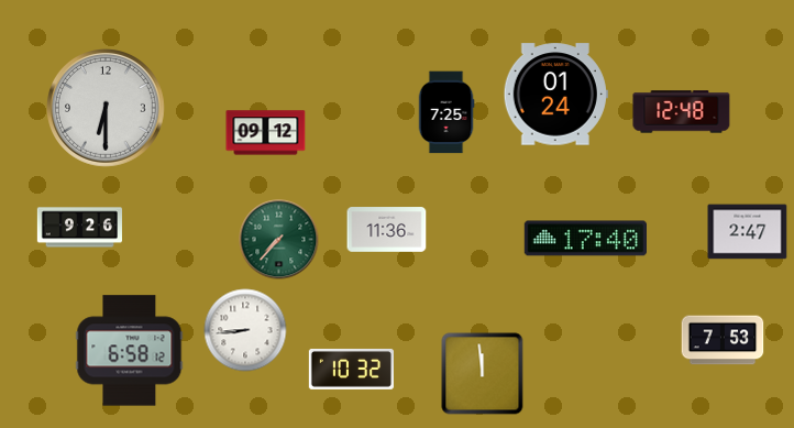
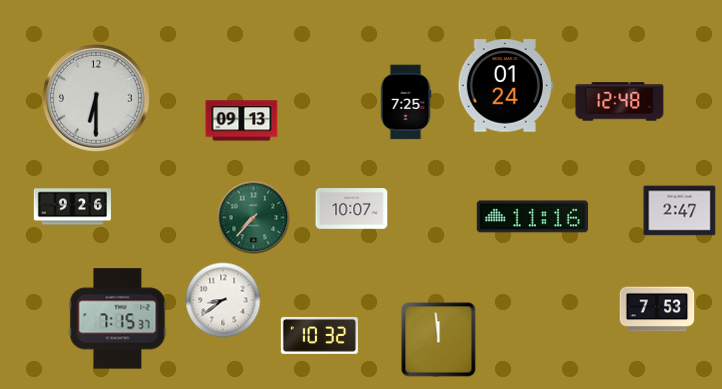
clock at (266, 133): 09:12 -> 09:13
clock at (387, 230): 11:36 -> 10:07
clock at (585, 239): 17:40 -> 11:16
clock at (245, 330): 8:44 -> 8:39
clock at (130, 351): 6:58 -> 7:15
